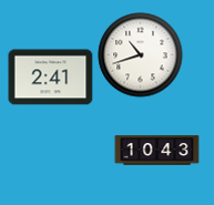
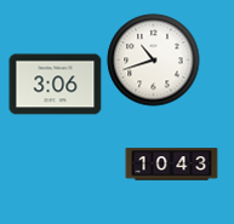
clock at (51, 78): 2:41 -> 3:06
